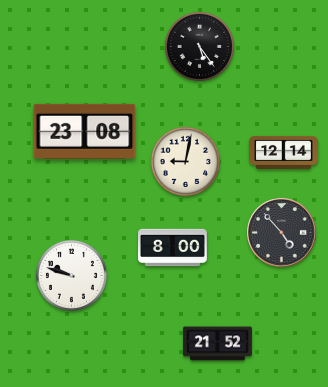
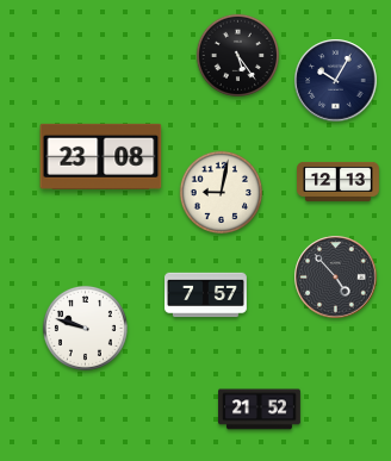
clock at (336, 81): none -> 10:05
clock at (284, 152): 12:14 -> 12:13
clock at (173, 248): 8:00 -> 7:57
